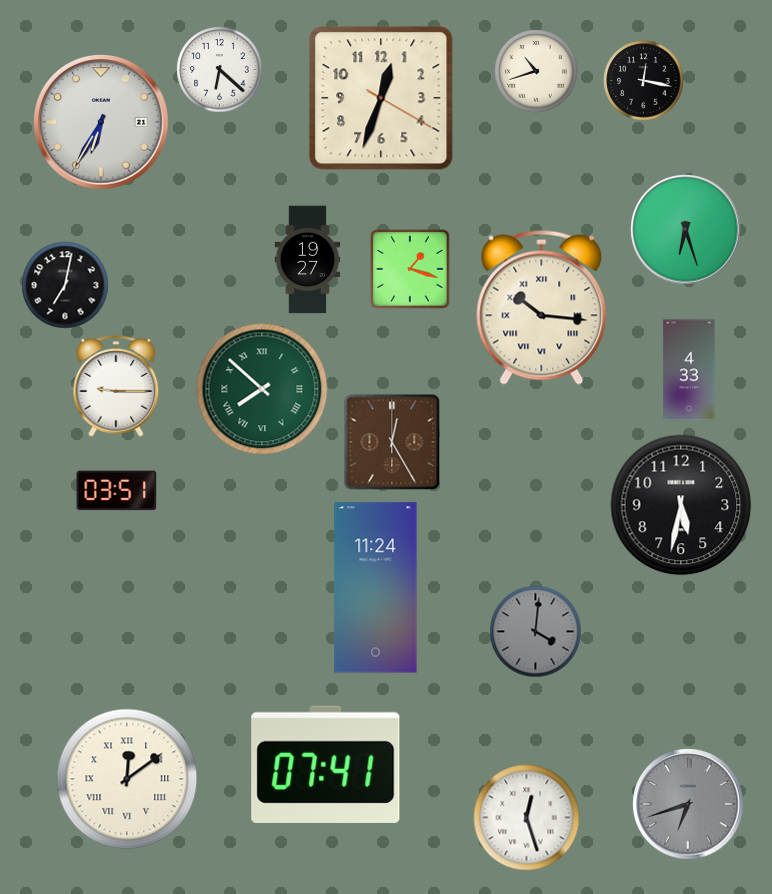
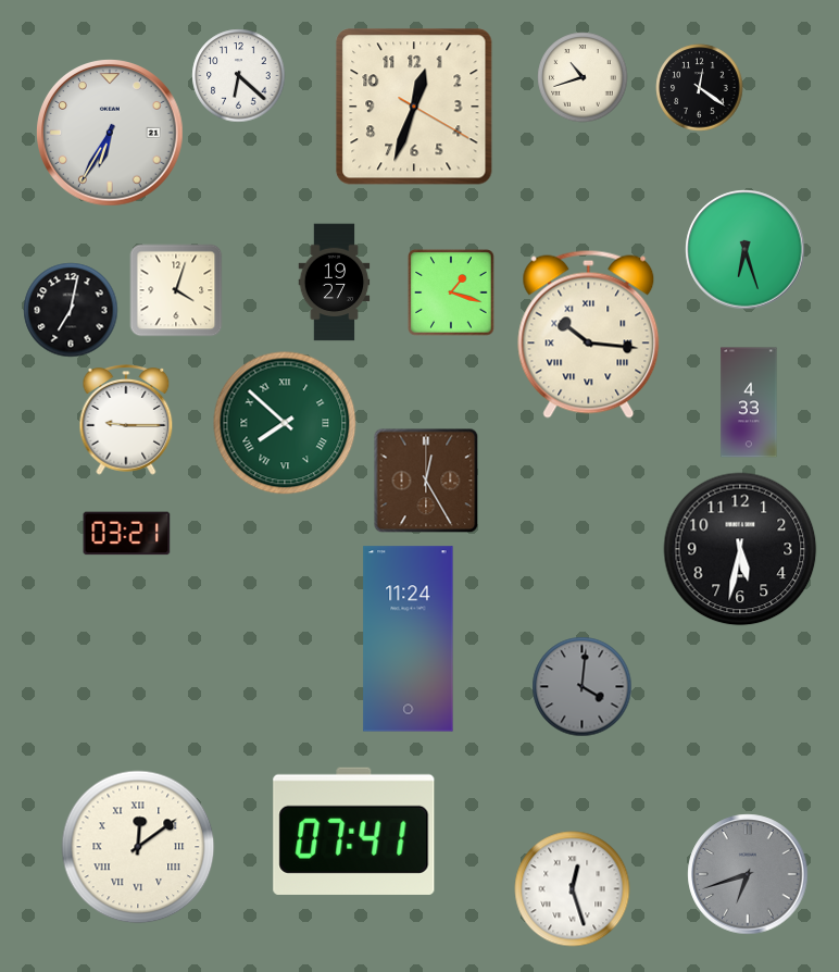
clock at (644, 81): 12:17 -> 12:21
clock at (176, 290): none -> 4:03
clock at (410, 269) position: (410, 269) -> (451, 292)
clock at (117, 491): 03:51 -> 03:21
